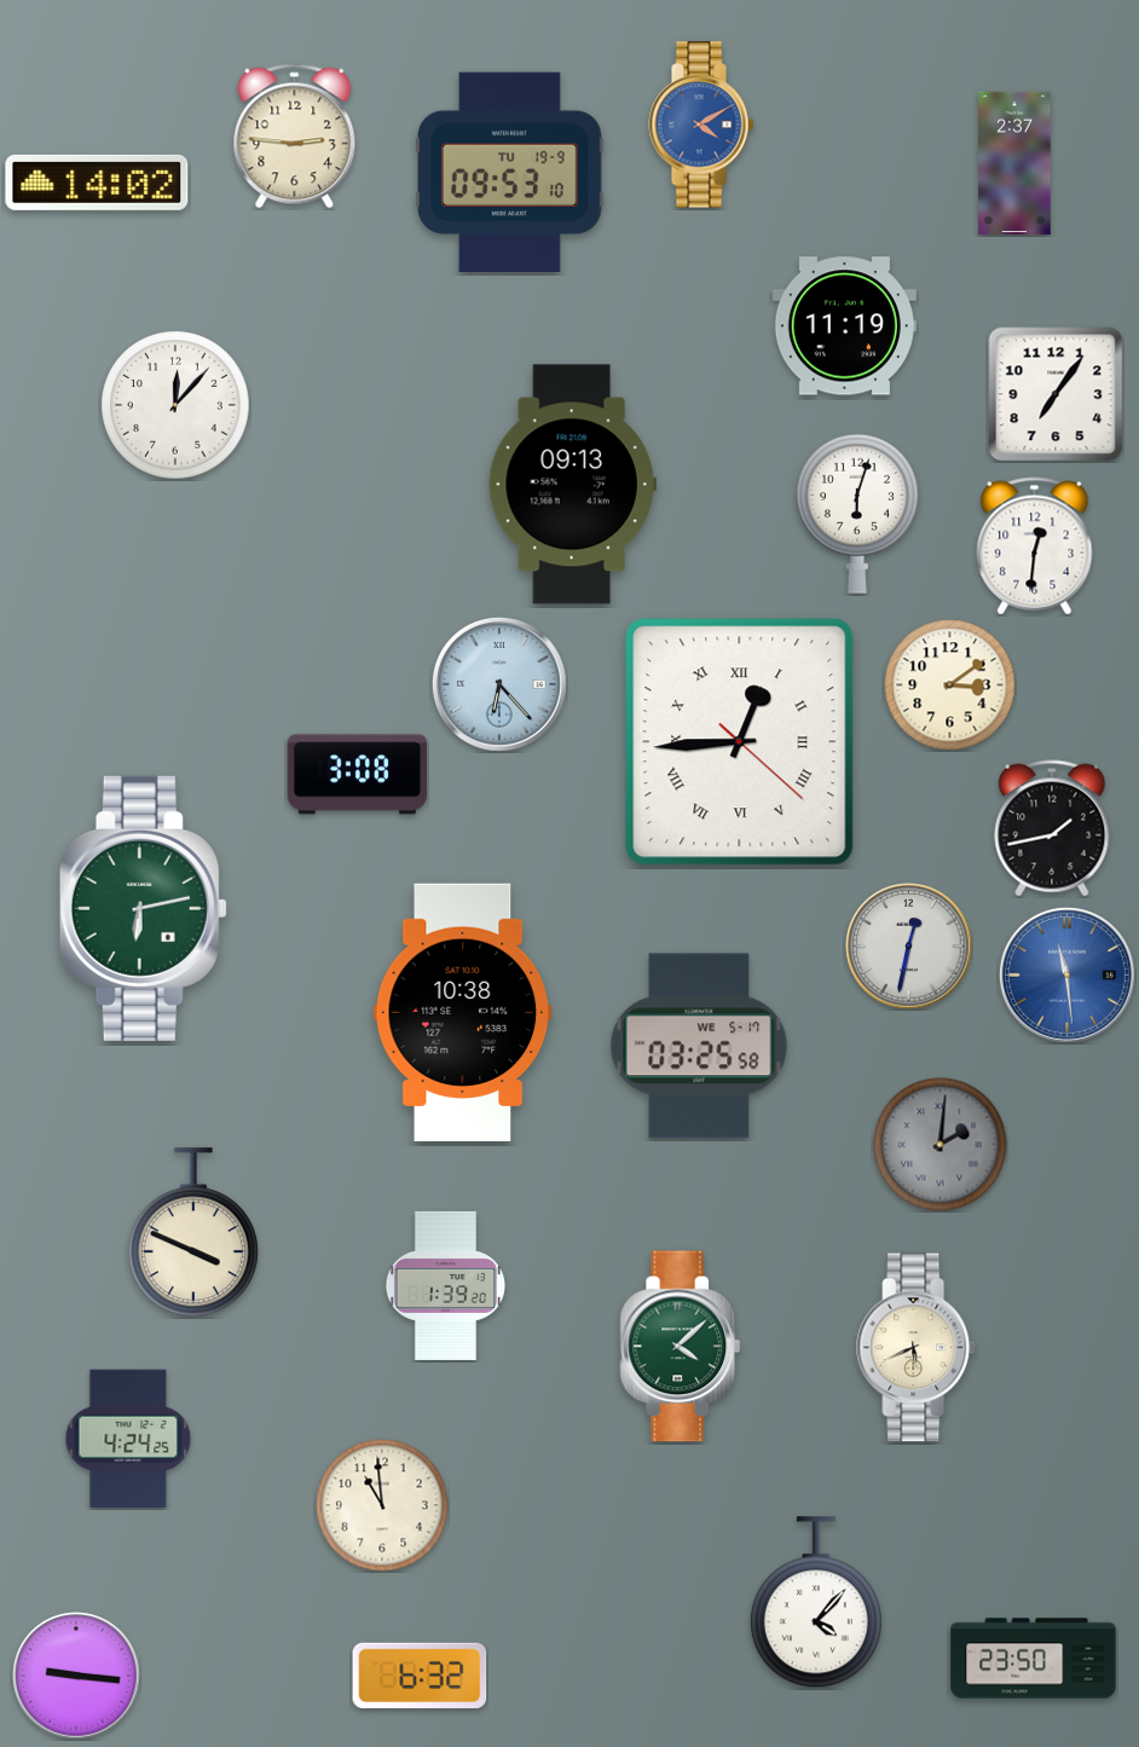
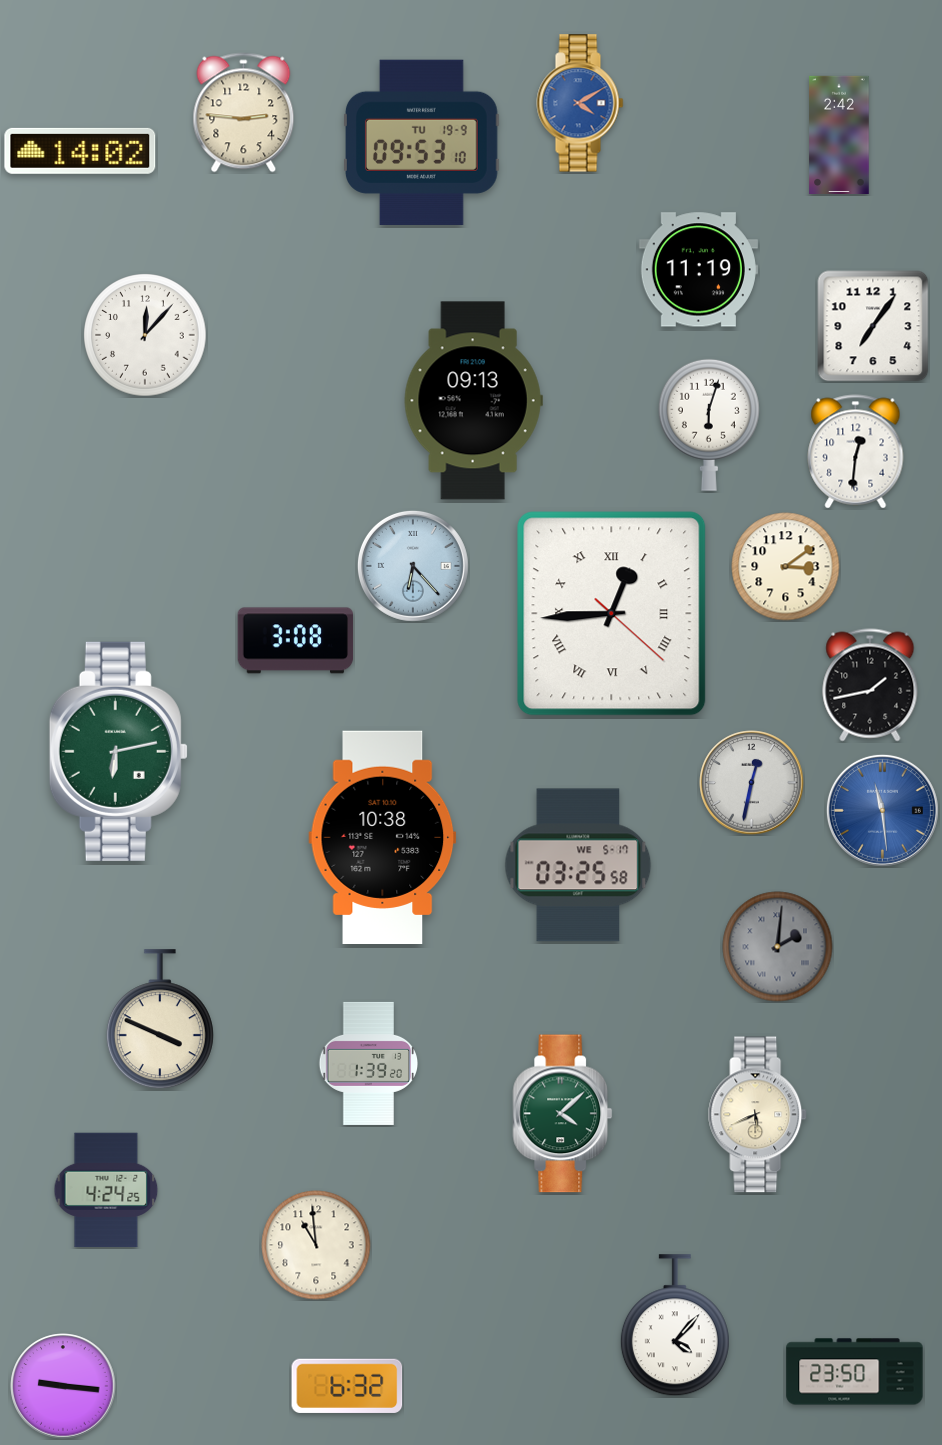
clock at (1014, 162): 2:37 -> 2:42
clock at (1066, 974) position: (1066, 974) -> (882, 810)
